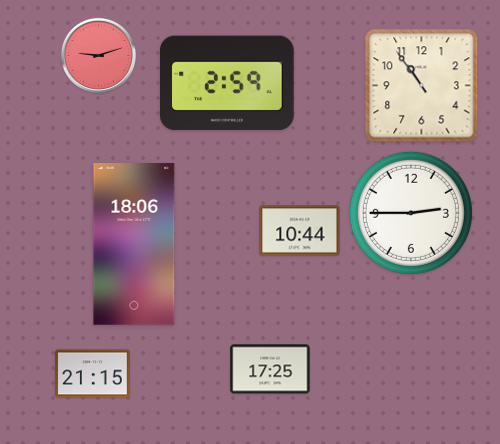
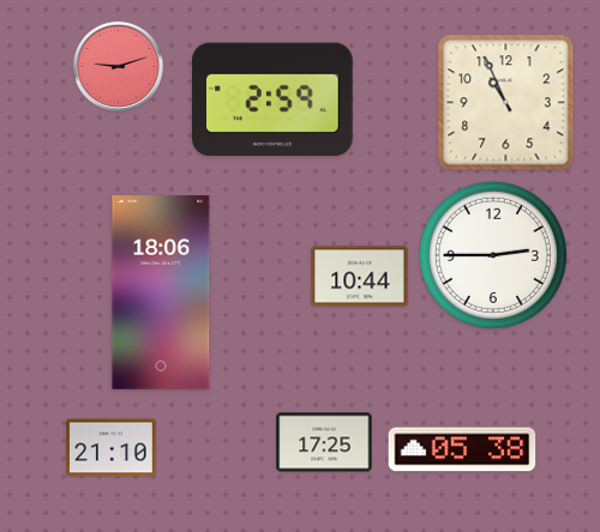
clock at (422, 86): 10:54 -> 10:56
clock at (93, 374): 21:15 -> 21:10
clock at (462, 449): none -> 05:38
